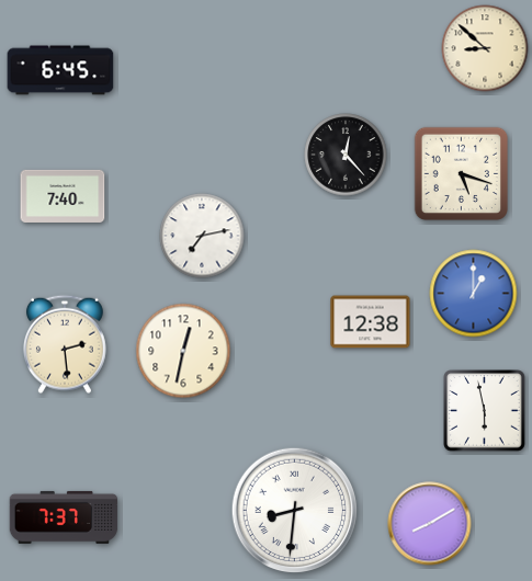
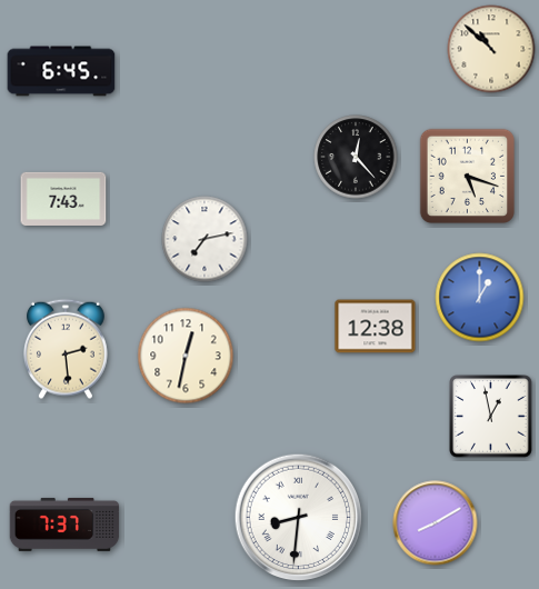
clock at (485, 48): 8:52 -> 10:52
clock at (346, 155) position: (346, 155) -> (356, 157)
clock at (63, 196): 7:40 -> 7:43
clock at (485, 411): 5:58 -> 12:58
clock at (430, 524) position: (430, 524) -> (436, 523)
